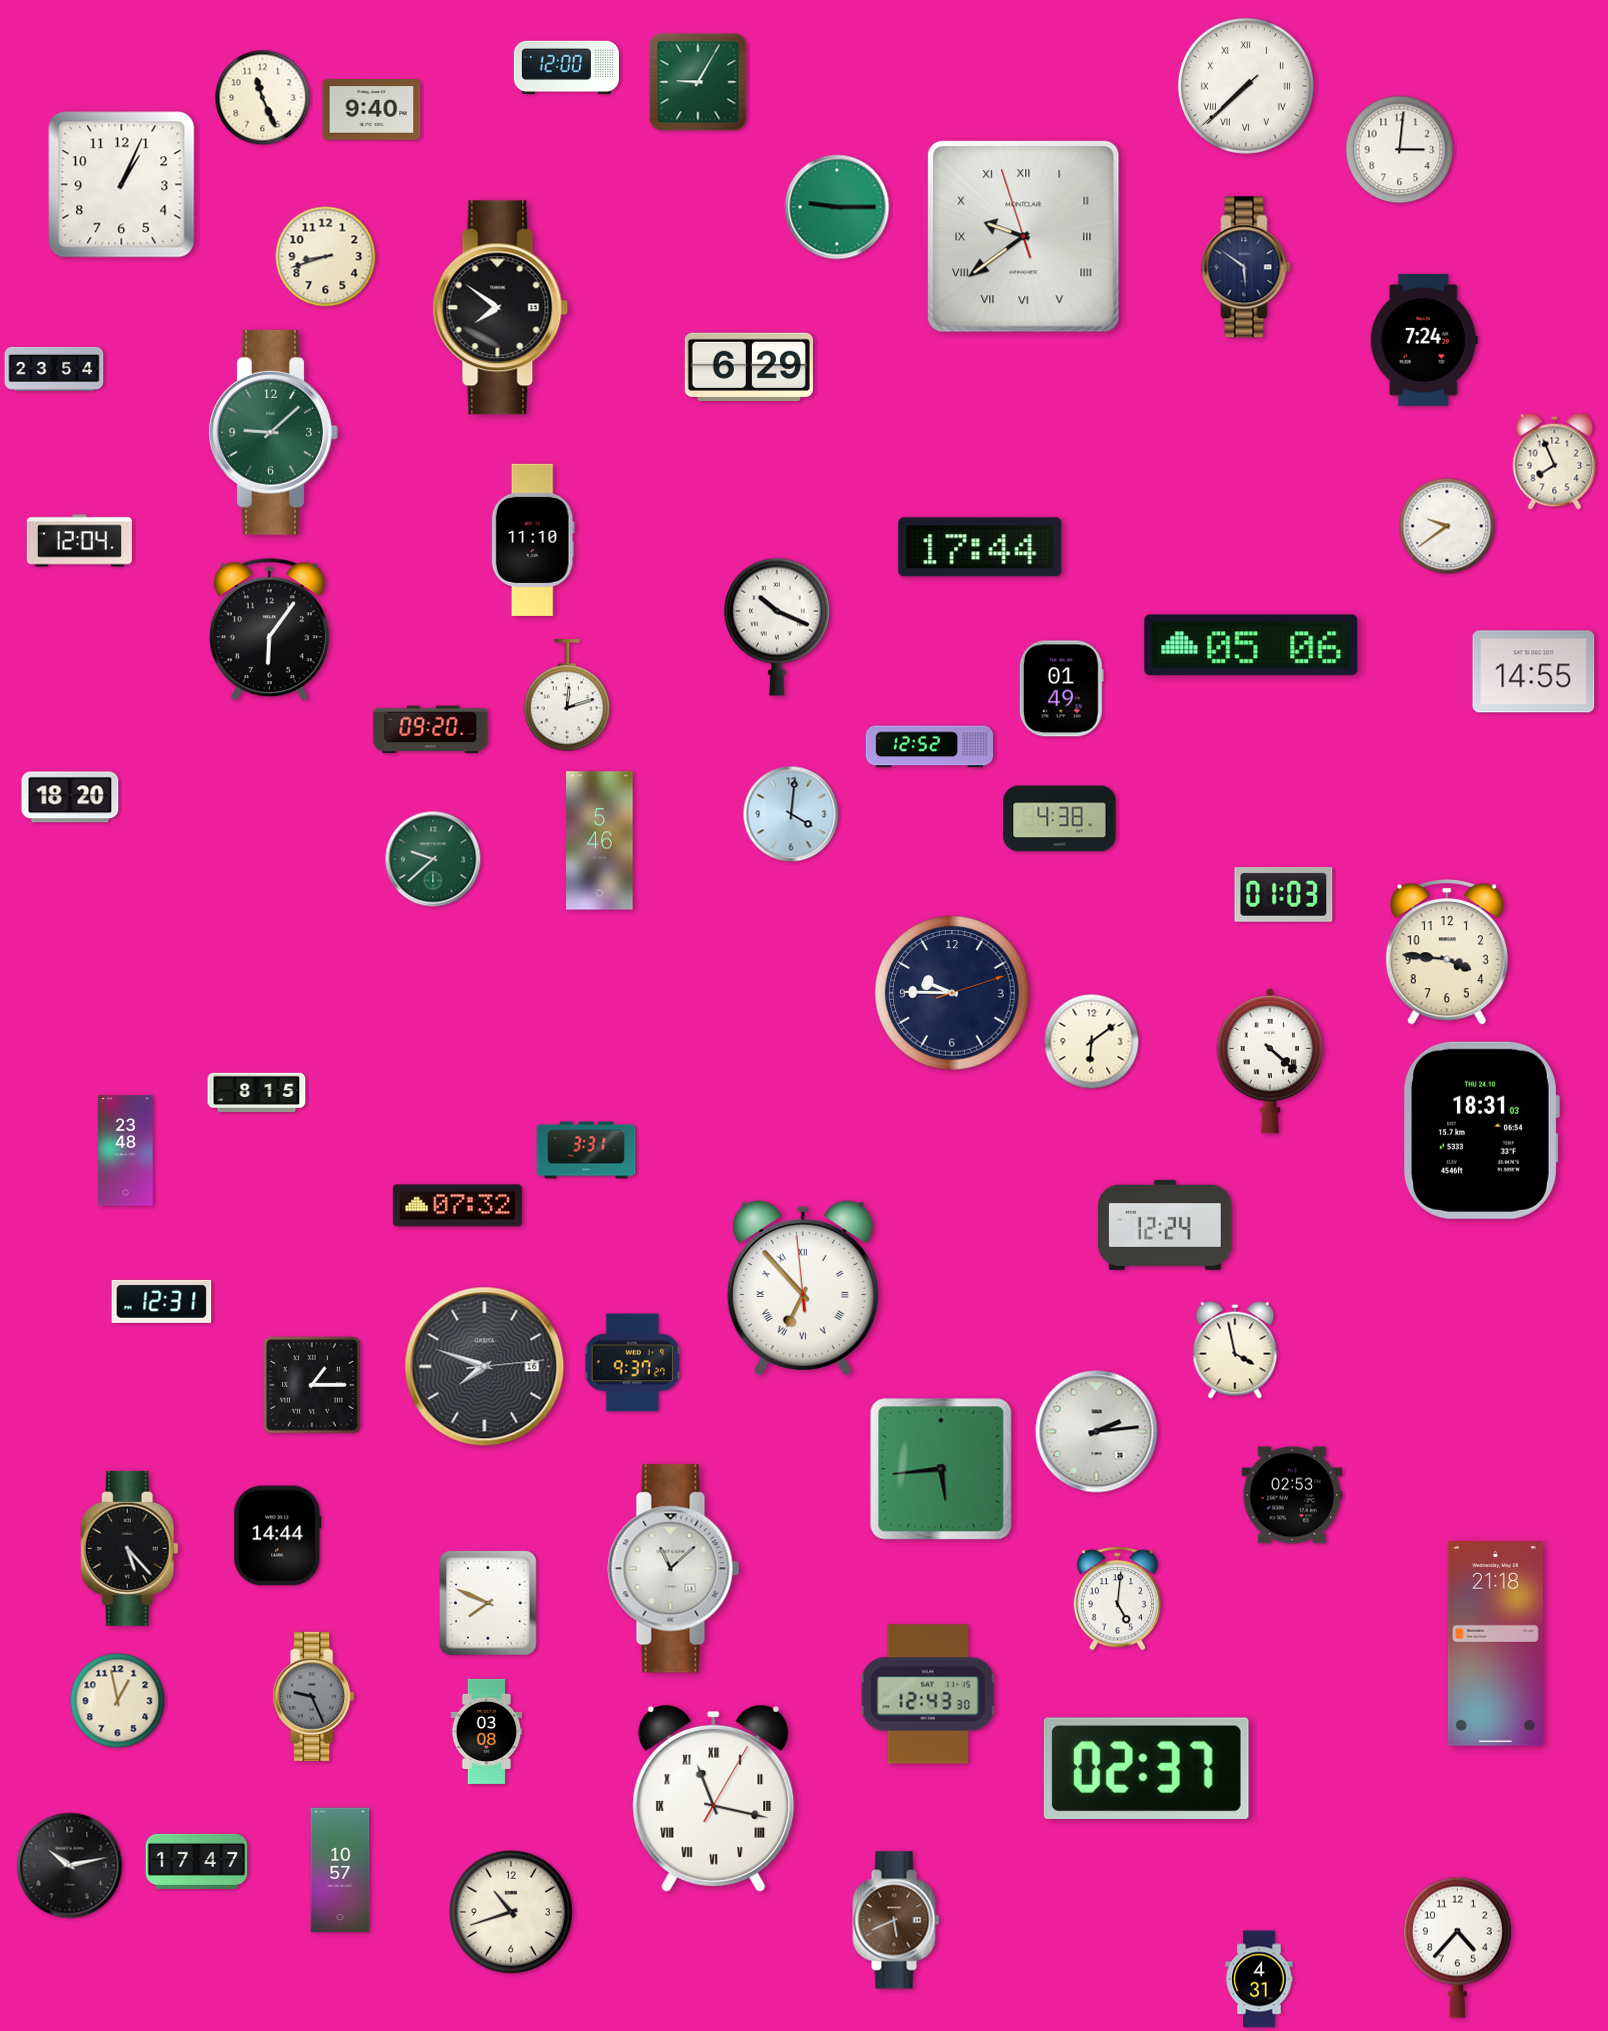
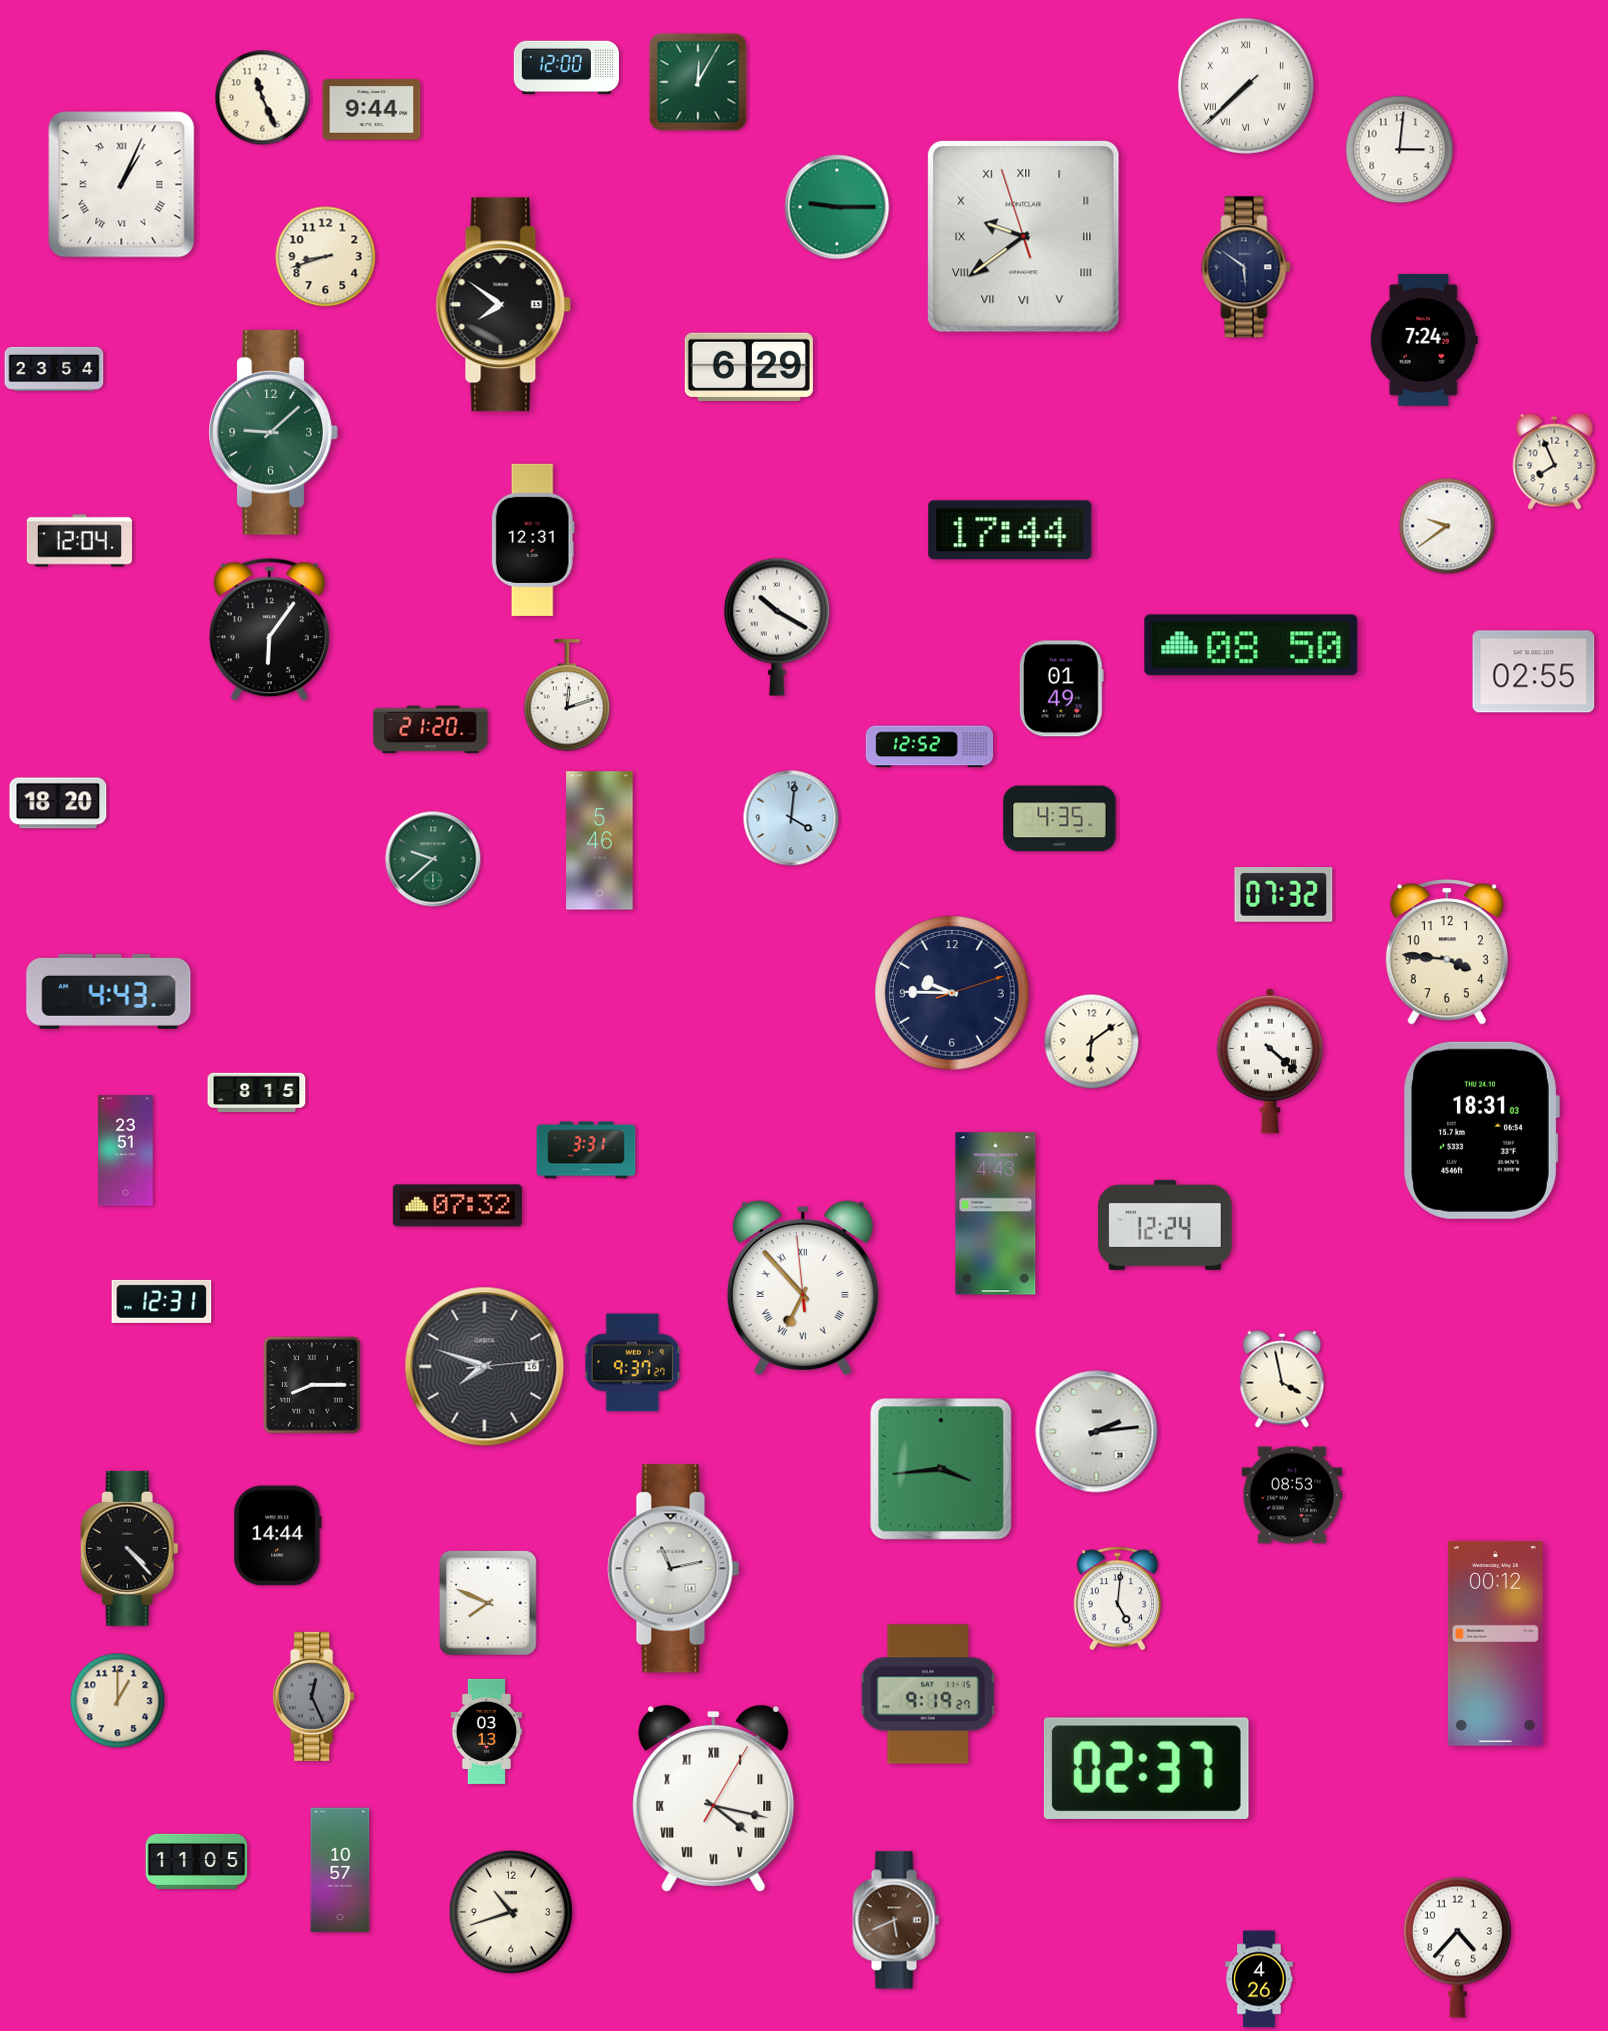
clock at (698, 82): 9:05 -> 12:05
clock at (372, 110): 9:40 -> 9:44
clock at (122, 185) numerals: Arabic -> Roman
clock at (501, 308) position: (501, 308) -> (504, 305)
clock at (533, 540): 11:10 -> 12:31
clock at (980, 547) position: (980, 547) -> (1010, 530)
clock at (777, 627): 10:19 -> 10:20
clock at (1251, 645): 05:06 -> 08:50
clock at (1534, 672): 14:55 -> 02:55
clock at (431, 730): 09:20 -> 21:20
clock at (70, 797) position: (70, 797) -> (58, 803)
clock at (791, 814) position: (791, 814) -> (791, 818)
clock at (1060, 819): 4:38 -> 4:35
clock at (1284, 895): 01:03 -> 07:32
clock at (109, 991): none -> 4:43
clock at (126, 1151): 23:48 -> 23:51
clock at (996, 1214): none -> 4:43
clock at (1235, 1350) position: (1235, 1350) -> (1282, 1379)
clock at (312, 1385): 1:15 -> 8:15
clock at (941, 1469): 5:44 -> 3:44
clock at (1292, 1495): 02:53 -> 08:53
clock at (129, 1548): 5:23 -> 4:23
clock at (674, 1569): 11:08 -> 11:13
clock at (1495, 1644): 21:18 -> 00:12
clock at (928, 1694): 12:43 -> 9:19
clock at (314, 1696): 9:26 -> 12:26
clock at (118, 1701): 12:58 -> 1:00
clock at (487, 1731): 03:08 -> 03:13
clock at (714, 1798): 11:17 -> 4:17
clock at (197, 1861): 17:47 -> 11:05
clock at (70, 1866): 10:13 -> none
clock at (1259, 1979): 4:31 -> 4:26
